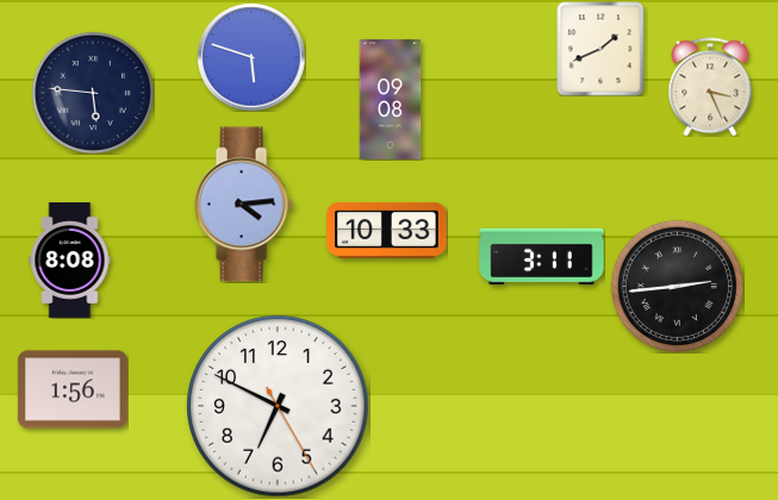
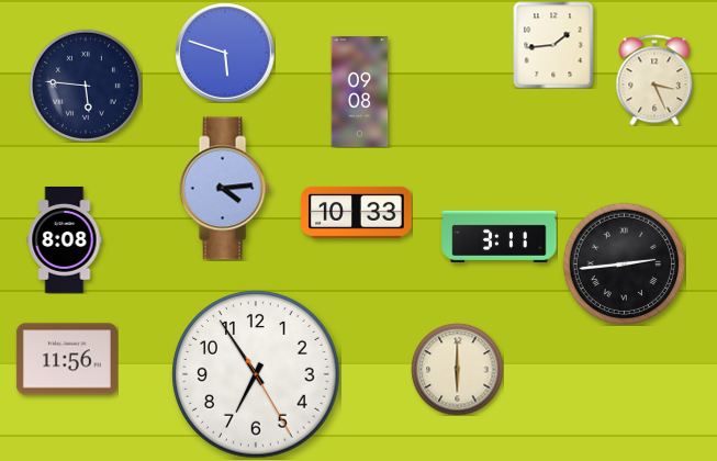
clock at (600, 49): 1:41 -> 1:44
clock at (251, 57) position: (251, 57) -> (225, 53)
clock at (73, 389): 1:56 -> 11:56
clock at (457, 369): none -> 6:00
clock at (278, 406): 6:49 -> 6:54
